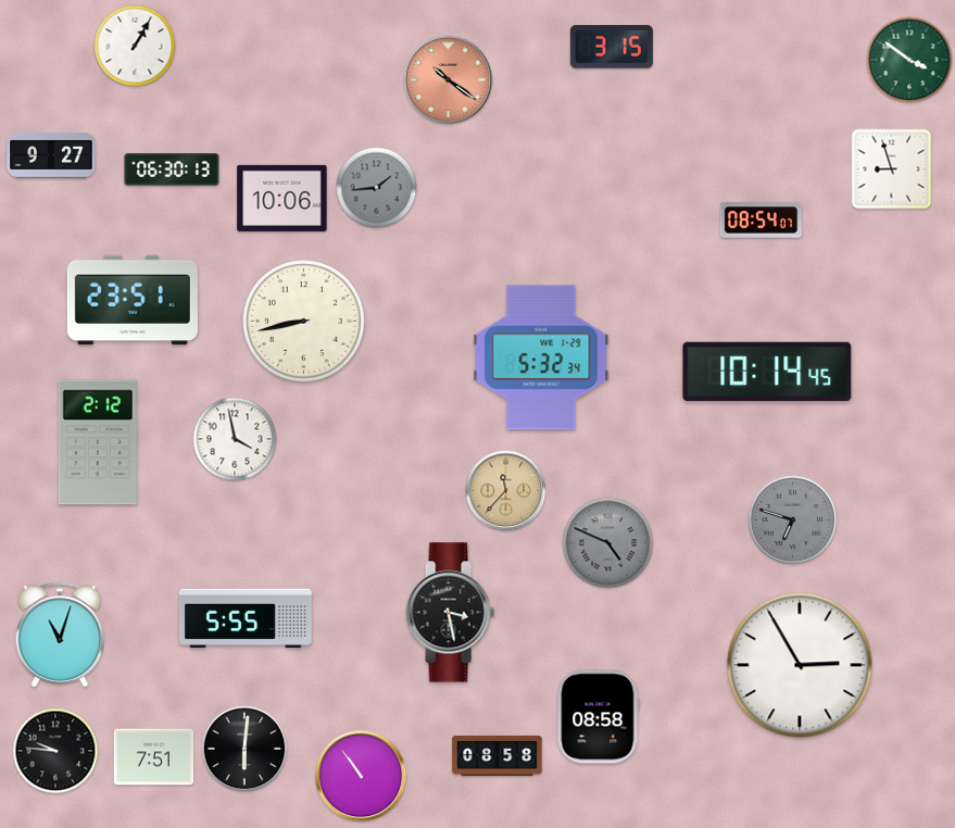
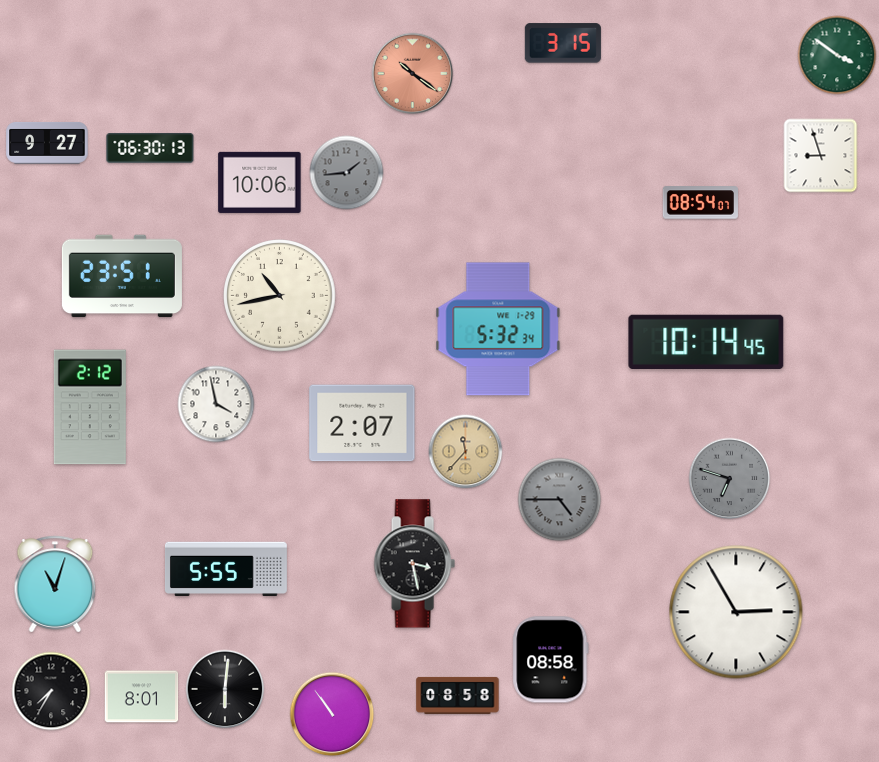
clock at (135, 46): 1:05 -> none
clock at (172, 170) position: (172, 170) -> (150, 148)
clock at (304, 322): 8:43 -> 10:43
clock at (362, 423): none -> 2:07
clock at (608, 543): 4:49 -> 4:45
clock at (55, 751): 9:46 -> 7:35
clock at (154, 757): 7:51 -> 8:01
